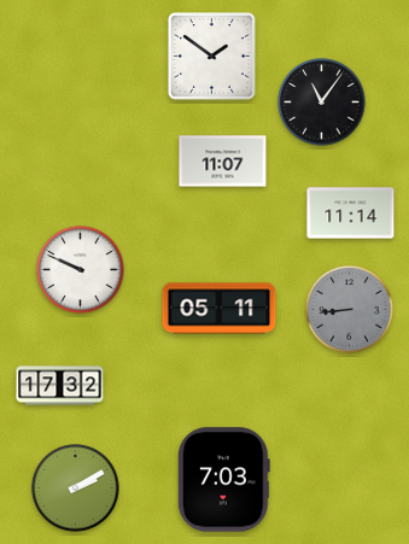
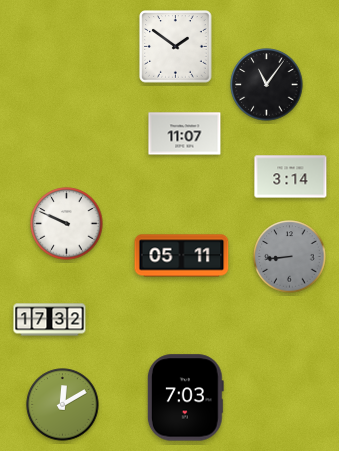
clock at (351, 213): 11:14 -> 3:14
clock at (76, 489): 2:10 -> 12:10
